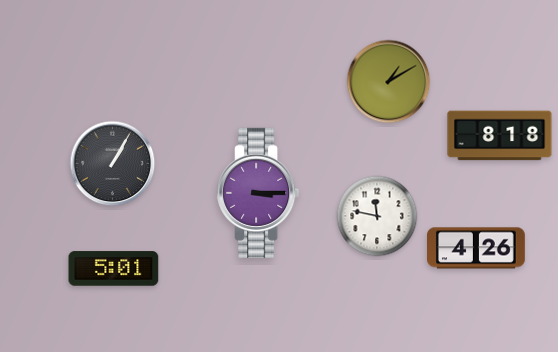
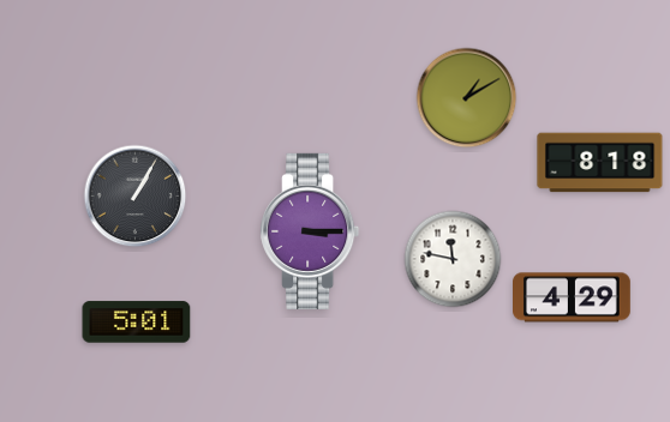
clock at (477, 248): 4:26 -> 4:29
